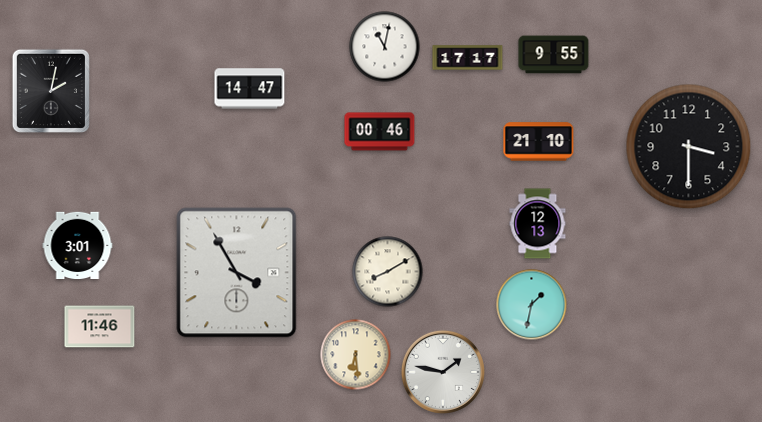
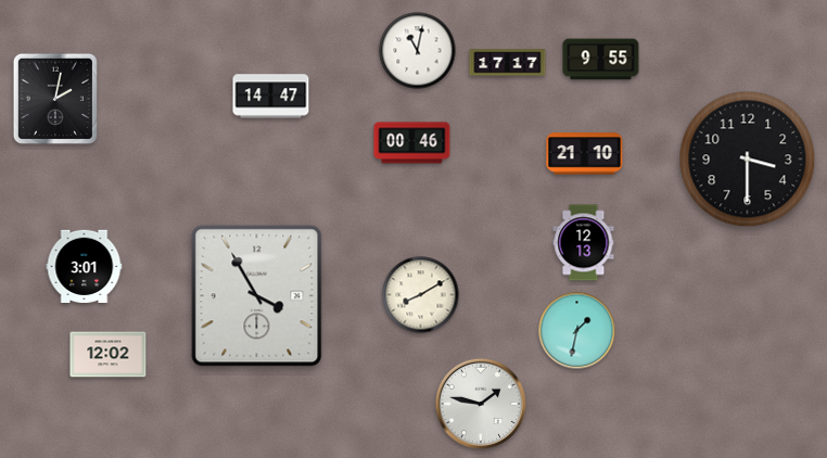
clock at (100, 327): 11:46 -> 12:02
clock at (356, 355): 6:29 -> none
